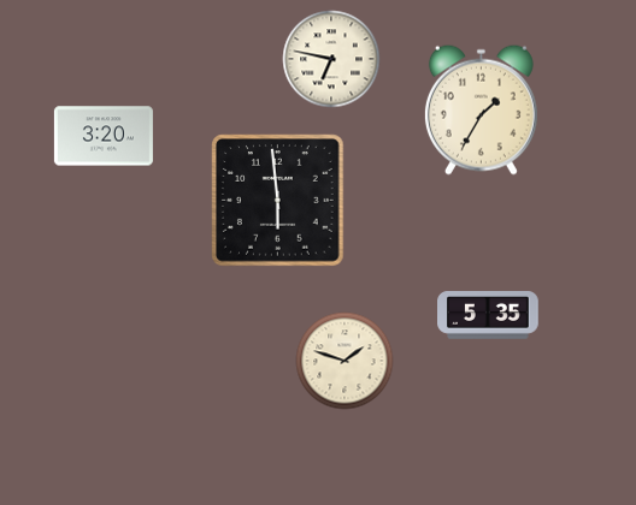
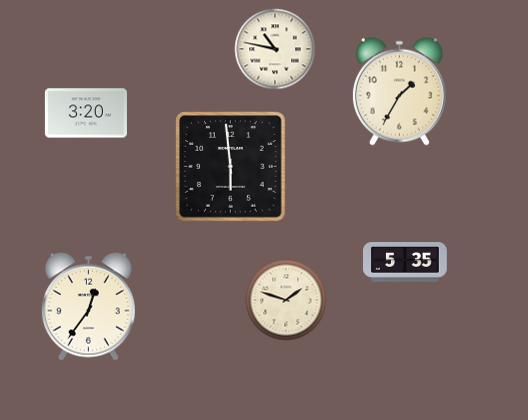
clock at (331, 59): 6:47 -> 10:47
clock at (88, 306): none -> 12:36
